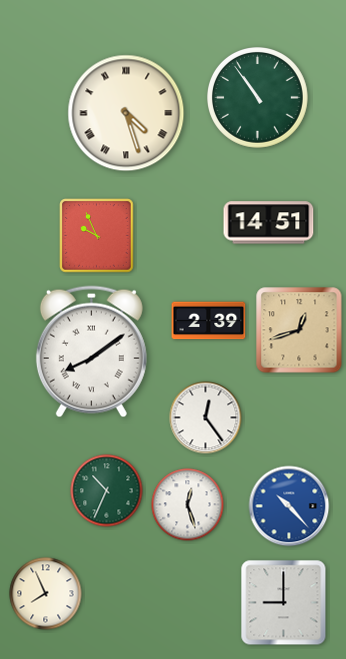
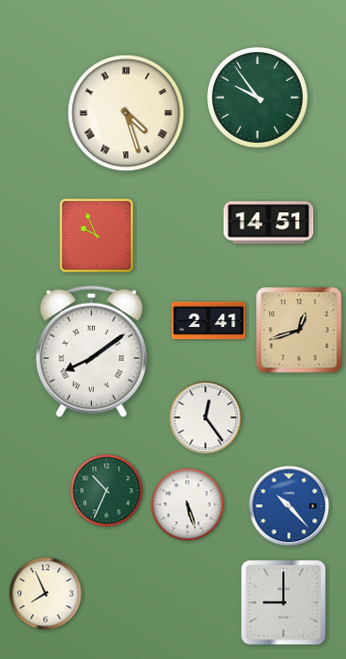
clock at (258, 98): 10:54 -> 9:54
clock at (209, 321): 2:39 -> 2:41
clock at (188, 505): 12:27 -> 5:27
